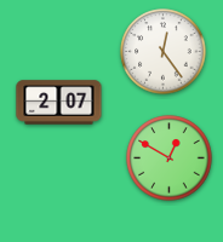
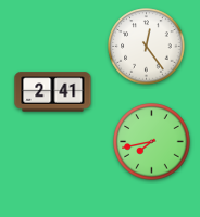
clock at (59, 103): 2:07 -> 2:41
clock at (170, 159): 12:50 -> 7:43
